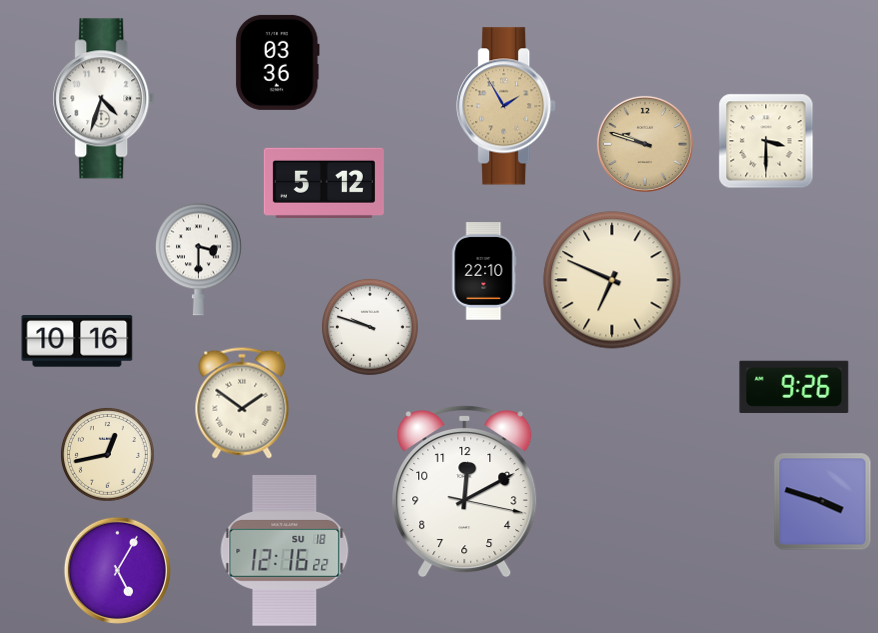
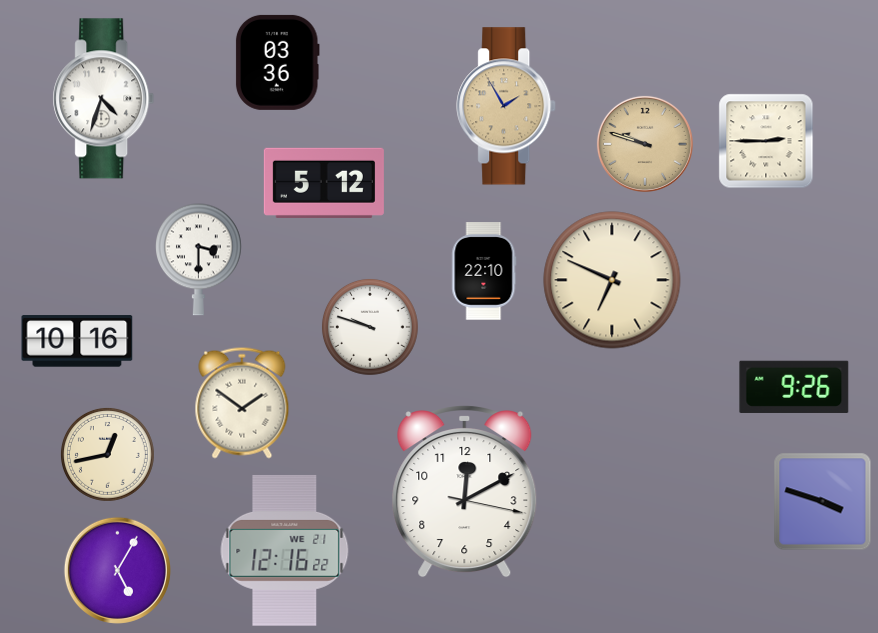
clock at (766, 141): 3:30 -> 2:45
clock at (285, 550) date: SU 18 -> WE 21
